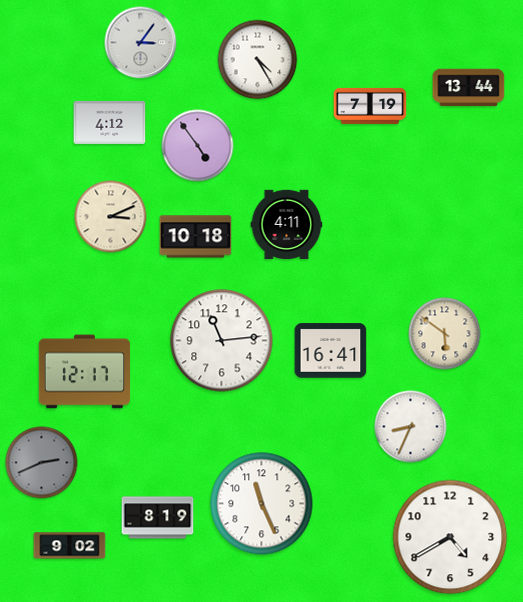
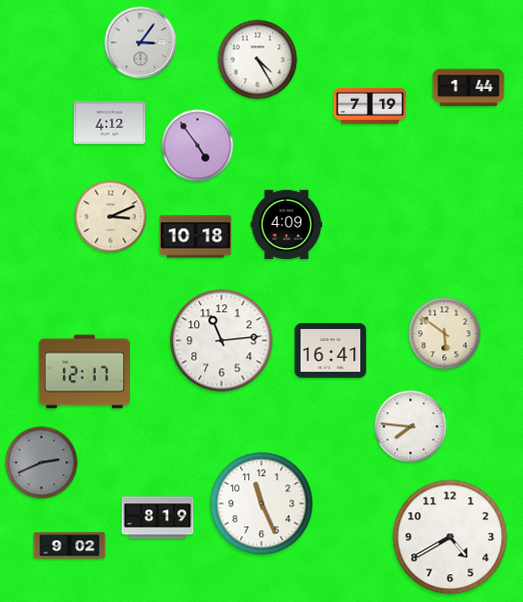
clock at (469, 88): 13:44 -> 1:44
clock at (287, 225): 4:11 -> 4:09
clock at (411, 427): 8:34 -> 7:46
